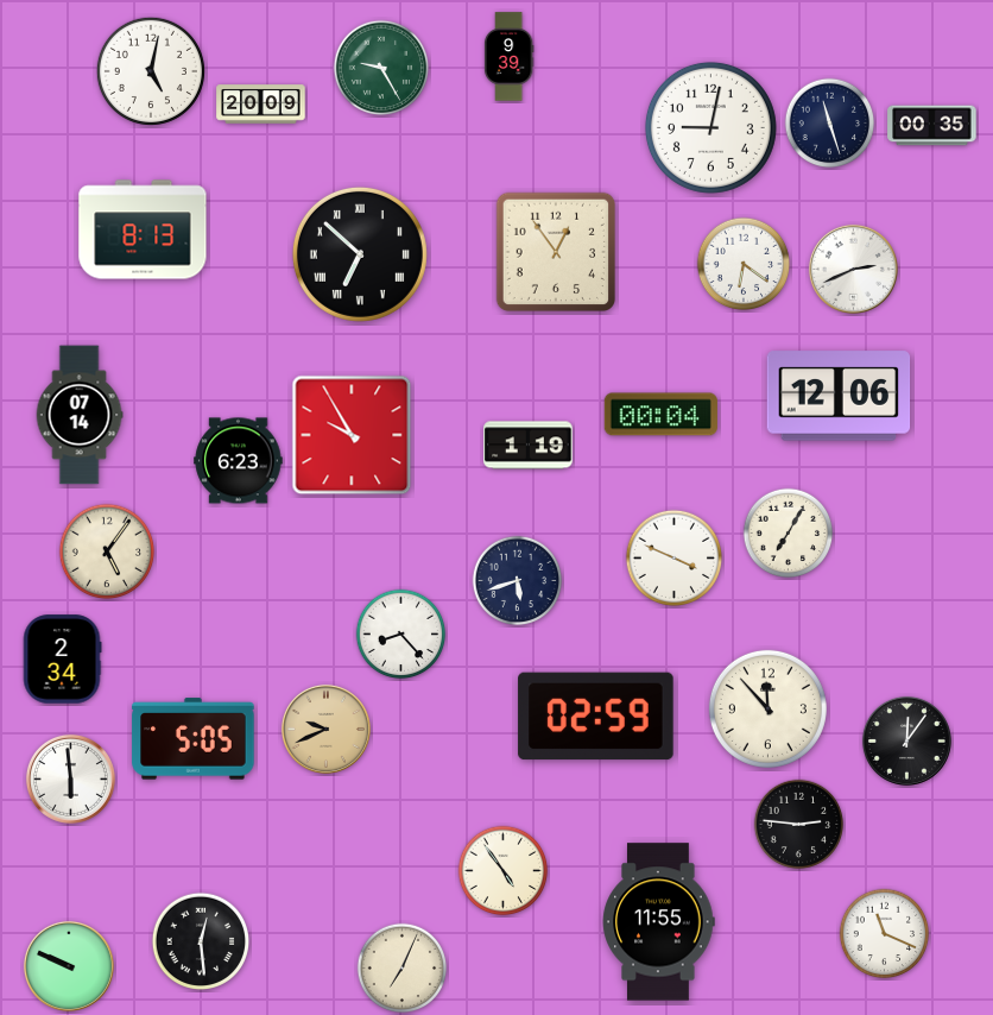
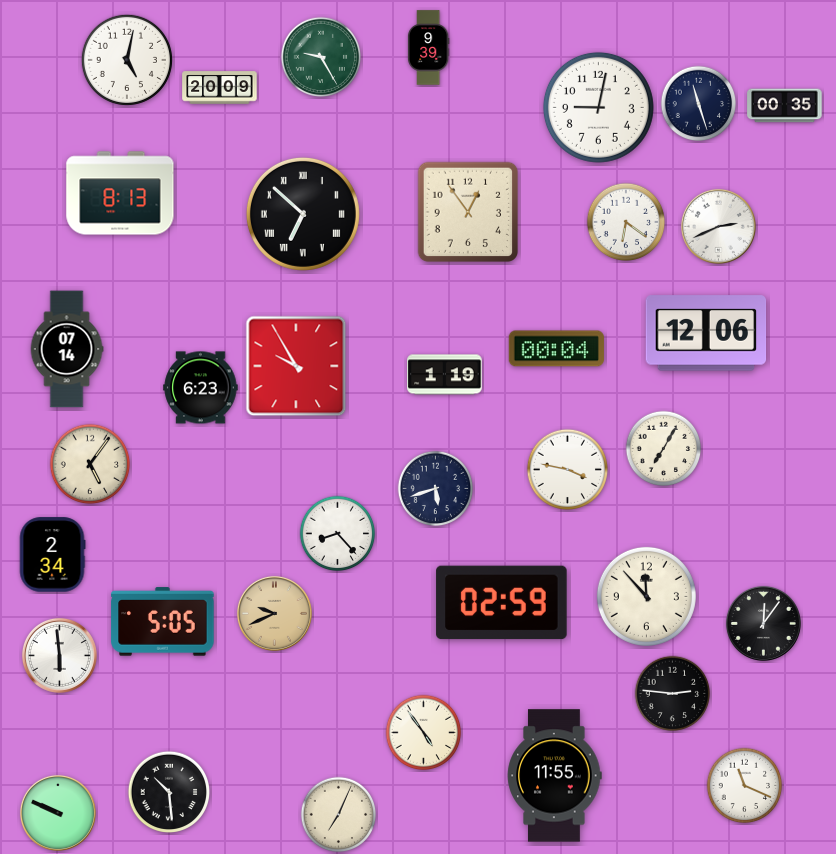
clock at (675, 559): 3:49 -> 3:47
clock at (201, 941): 12:29 -> 10:29
